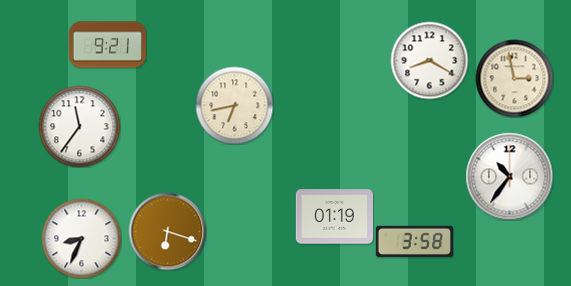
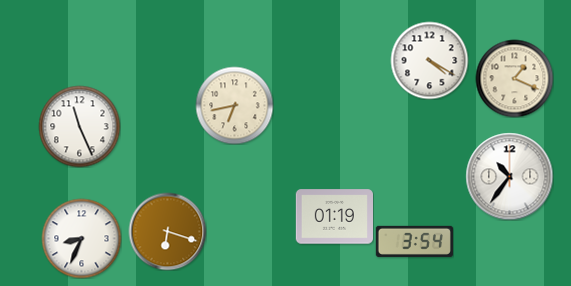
clock at (107, 45): 9:21 -> none
clock at (429, 60): 8:20 -> 4:20
clock at (514, 78): 2:58 -> 1:19
clock at (79, 126): 11:36 -> 11:26
clock at (414, 241): 3:58 -> 3:54
